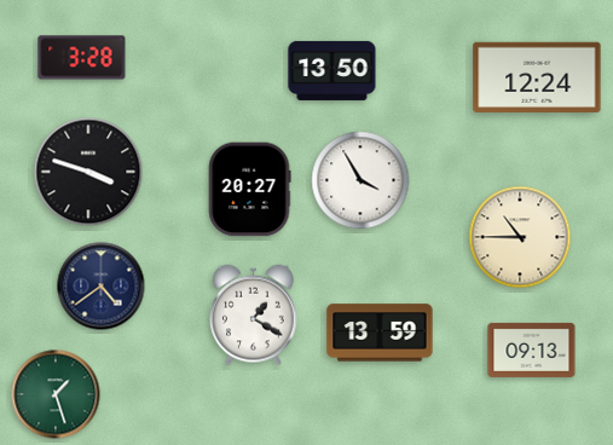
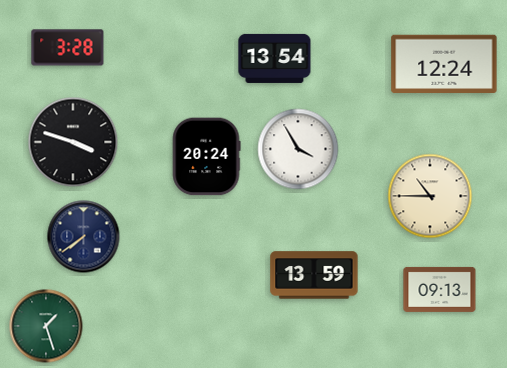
clock at (332, 70): 13:50 -> 13:54
clock at (249, 190): 20:27 -> 20:24
clock at (102, 287): 4:39 -> 7:39
clock at (254, 316): 1:20 -> none
